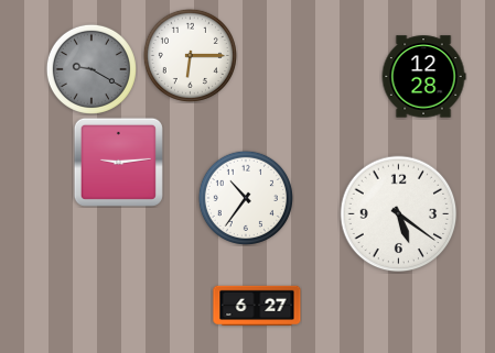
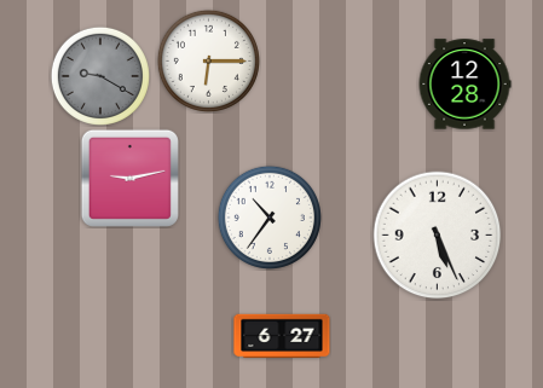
clock at (118, 162): 9:14 -> 9:13
clock at (399, 214): 5:21 -> 5:26
